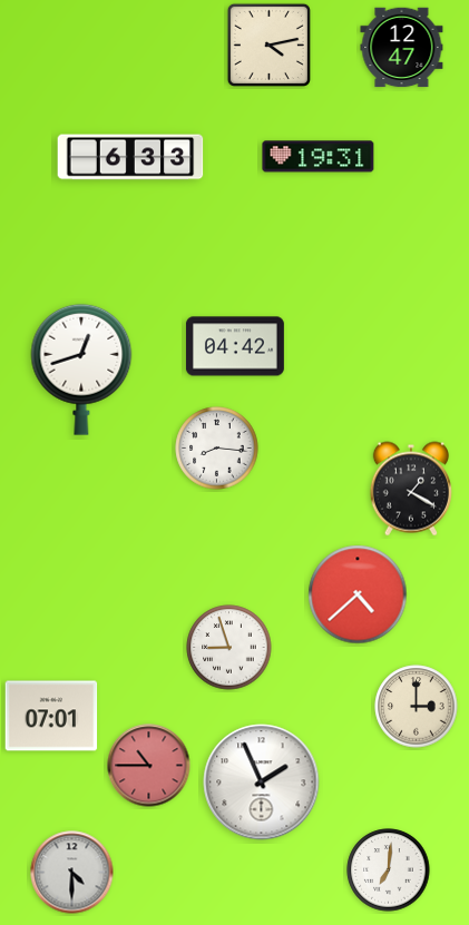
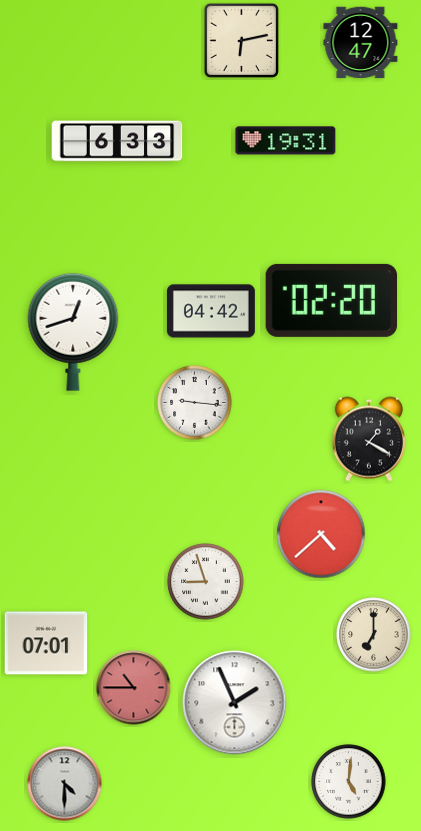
clock at (268, 45): 4:13 -> 6:13
clock at (332, 300): none -> 02:20
clock at (217, 449): 8:16 -> 9:16
clock at (417, 707): 3:00 -> 7:00
clock at (389, 870): 7:01 -> 5:01
